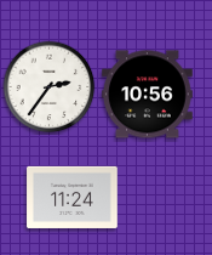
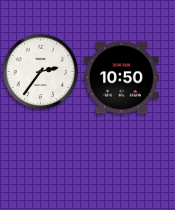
clock at (148, 95): 10:56 -> 10:50
clock at (73, 197): 11:24 -> none
